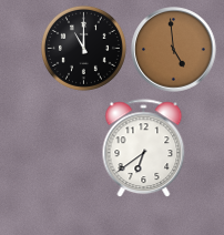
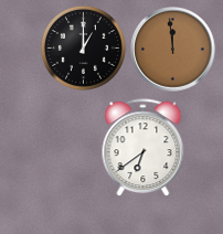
clock at (83, 48): 11:00 -> 1:00
clock at (174, 50): 4:59 -> 11:59
